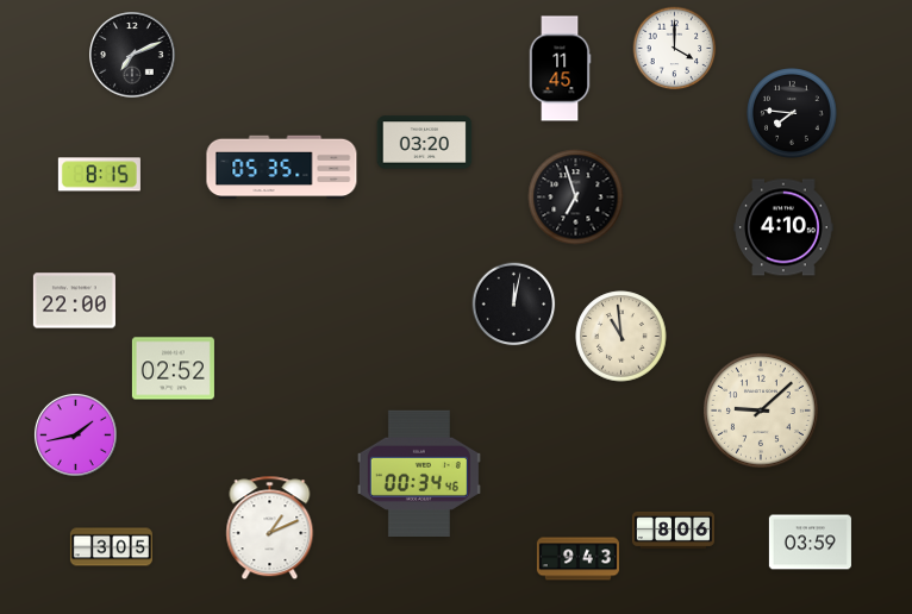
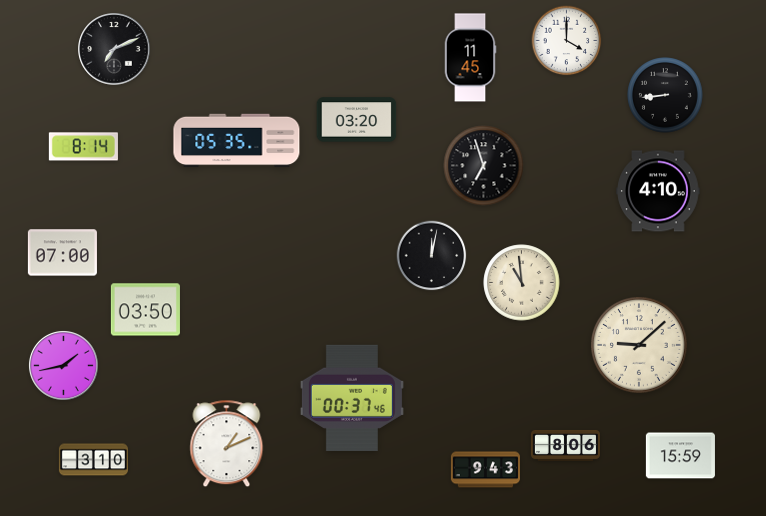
clock at (132, 55) position: (132, 55) -> (114, 49)
clock at (792, 113): 7:46 -> 8:44
clock at (99, 175): 8:15 -> 8:14
clock at (74, 301): 22:00 -> 07:00
clock at (173, 369): 02:52 -> 03:50
clock at (419, 474): 00:34 -> 00:37
clock at (810, 543): 03:59 -> 15:59
clock at (111, 547): 3:05 -> 3:10
